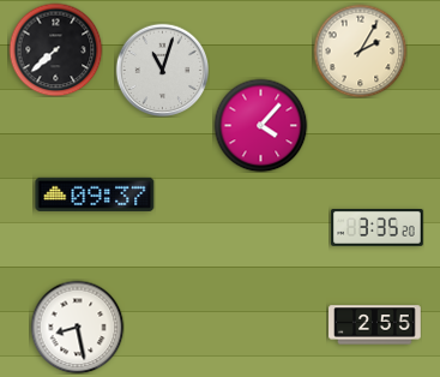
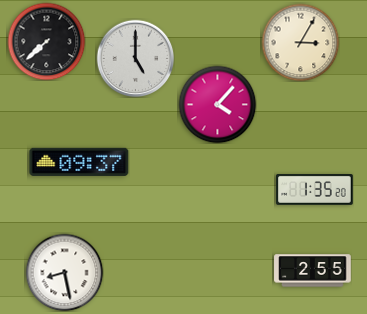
clock at (360, 50): 2:05 -> 3:05
clock at (162, 70): 11:03 -> 5:00
clock at (378, 228): 3:35 -> 1:35
